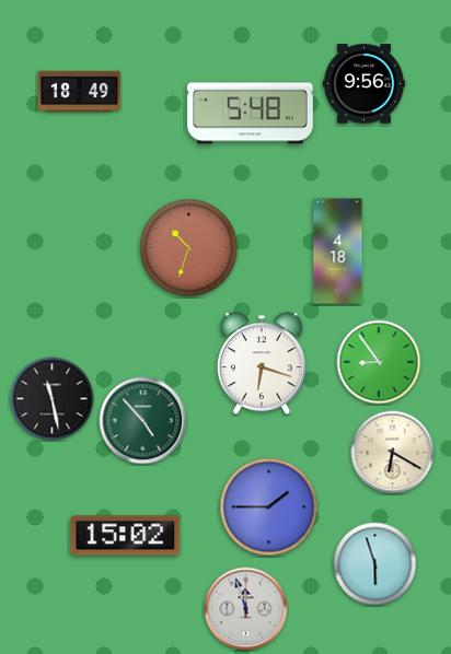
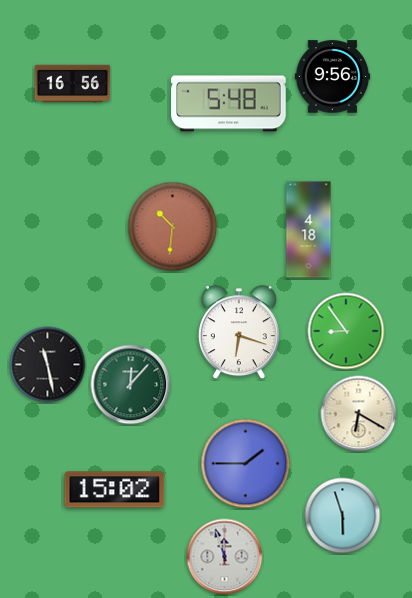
clock at (80, 92): 18:49 -> 16:56
clock at (189, 248): 10:33 -> 10:31
clock at (143, 421): 4:53 -> 12:07
